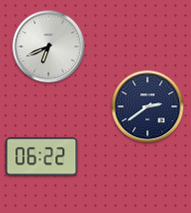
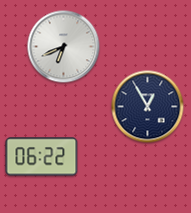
clock at (49, 47) position: (49, 47) -> (64, 47)
clock at (148, 107): 2:39 -> 12:55
